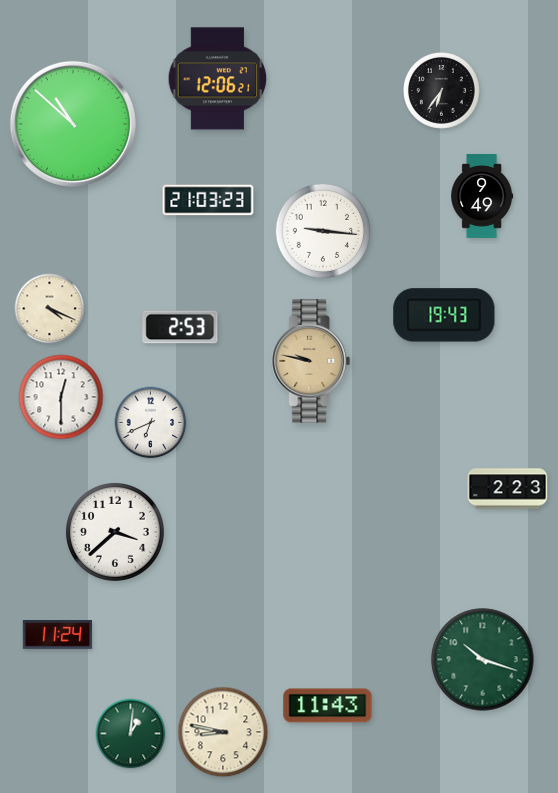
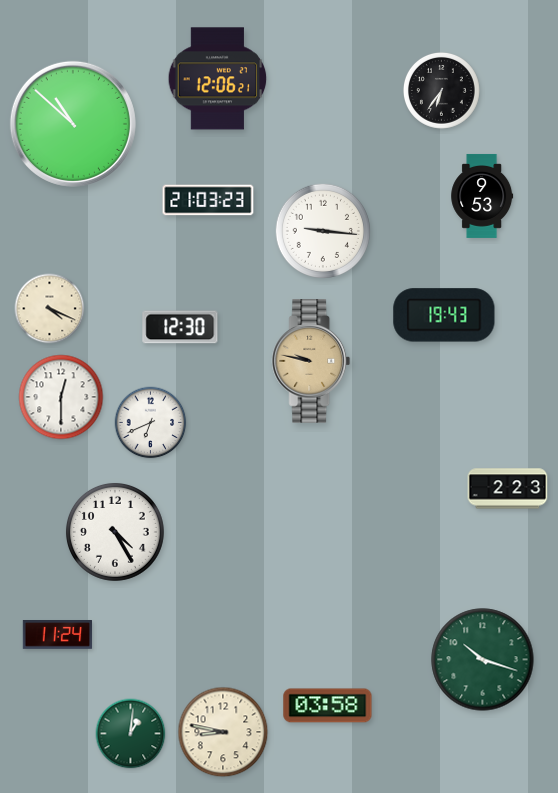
clock at (482, 196): 9:49 -> 9:53
clock at (180, 327): 2:53 -> 12:30
clock at (115, 532): 3:38 -> 4:25
clock at (328, 706): 11:43 -> 03:58
